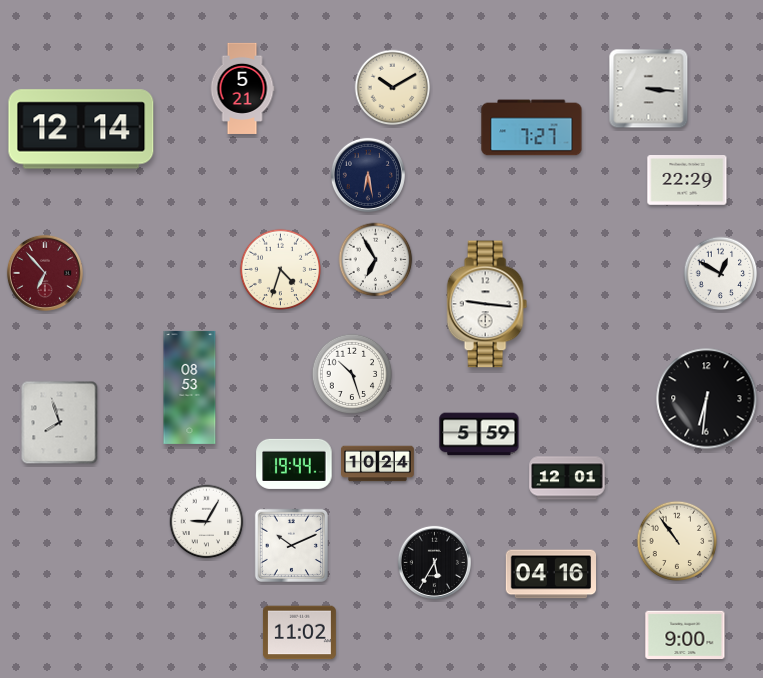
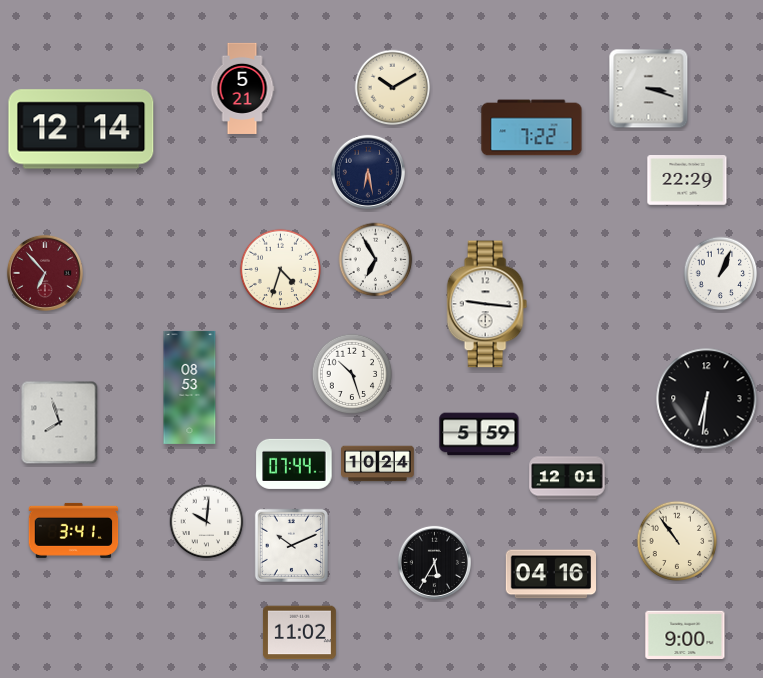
clock at (649, 89): 3:16 -> 3:18
clock at (532, 128): 7:27 -> 7:22
clock at (368, 175) position: (368, 175) -> (368, 172)
clock at (721, 274): 12:50 -> 1:04
clock at (294, 464): 19:44 -> 07:44
clock at (207, 522): 9:05 -> 10:01
clock at (74, 530): none -> 3:41
